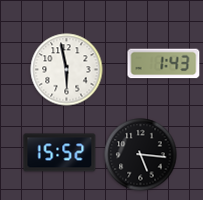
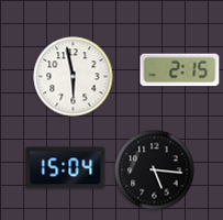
clock at (164, 64): 1:43 -> 2:15
clock at (60, 153): 15:52 -> 15:04
